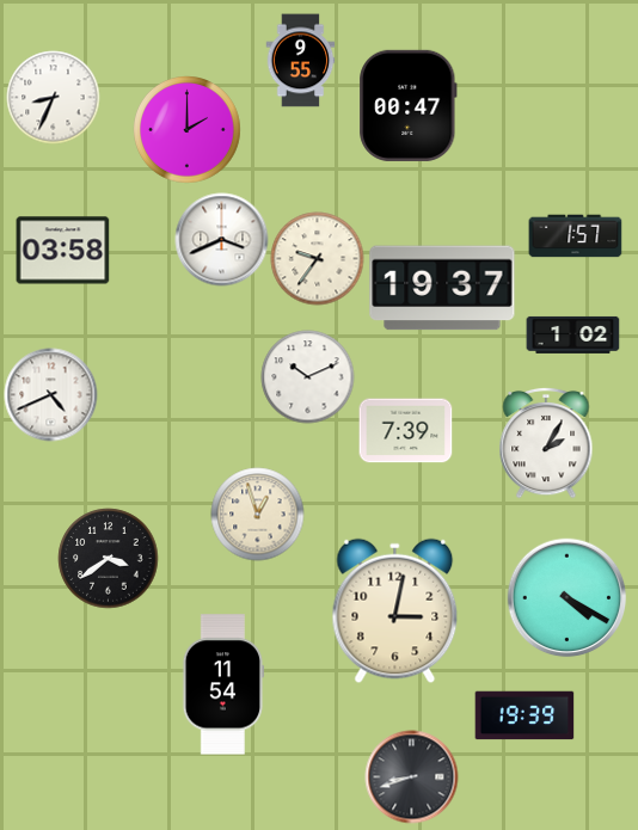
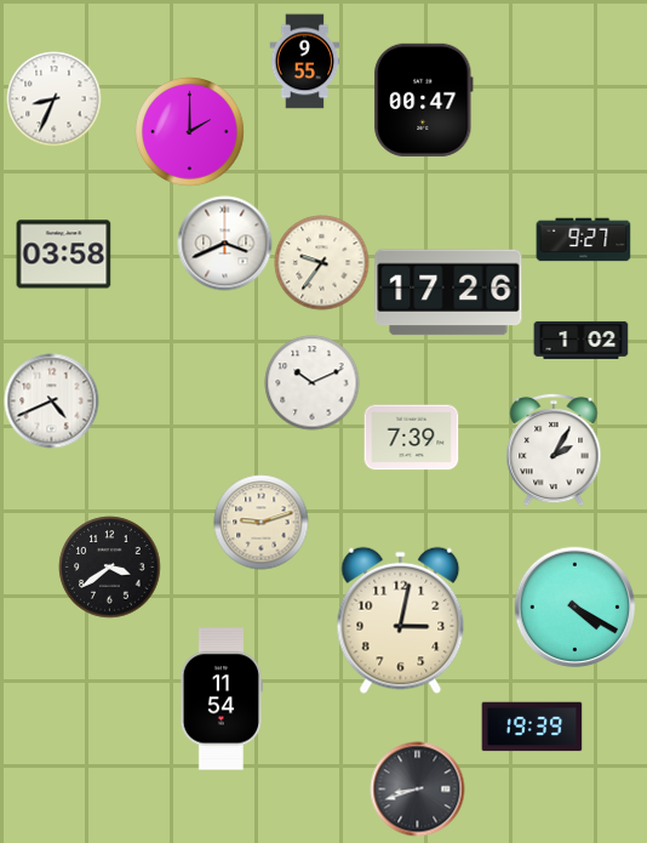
clock at (409, 105) position: (409, 105) -> (424, 99)
clock at (575, 236): 1:57 -> 9:27
clock at (442, 288): 19:37 -> 17:26
clock at (257, 514): 12:57 -> 9:12
clock at (222, 684) position: (222, 684) -> (221, 699)
